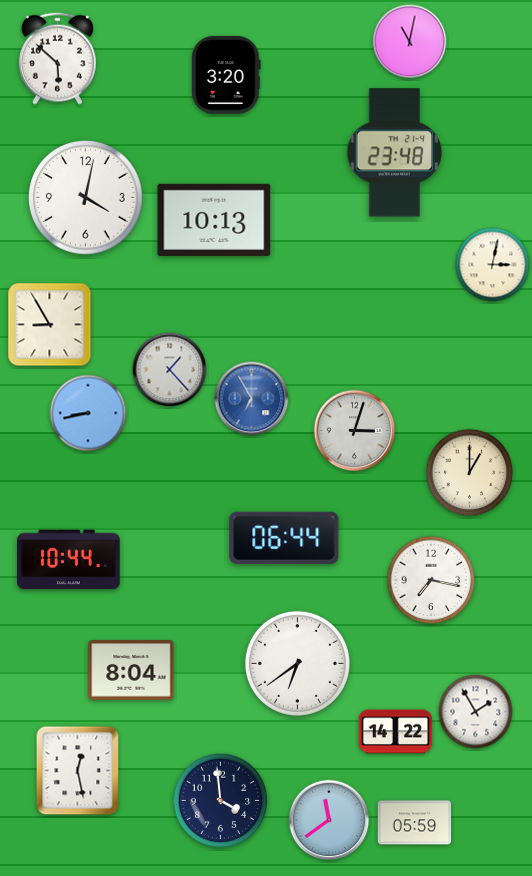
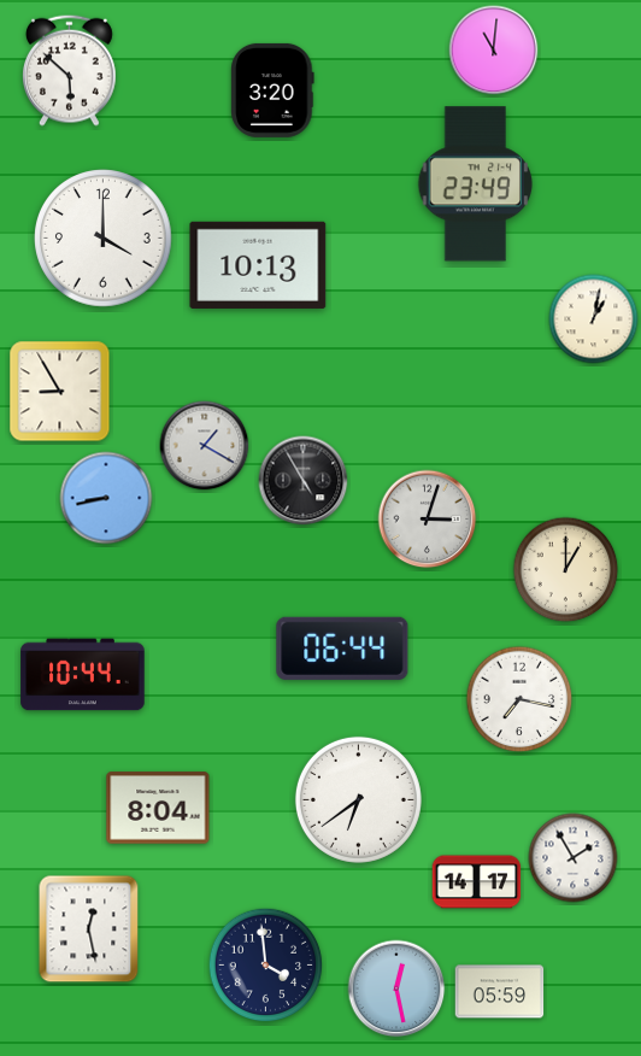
clock at (410, 42): 11:02 -> 11:01
clock at (394, 153): 23:48 -> 23:49
clock at (86, 198): 4:02 -> 4:00
clock at (493, 265): 3:02 -> 1:02
clock at (170, 370): 1:23 -> 1:20
clock at (252, 399): 6:55 -> 4:55
clock at (252, 399) dial: blue -> black
clock at (396, 732): 14:22 -> 14:17
clock at (78, 771) position: (78, 771) -> (89, 929)
clock at (329, 820): 11:39 -> 12:28
